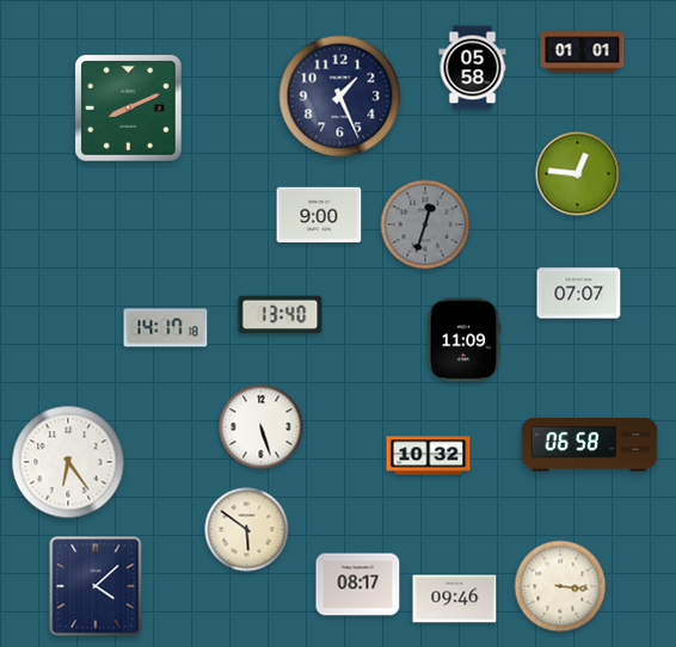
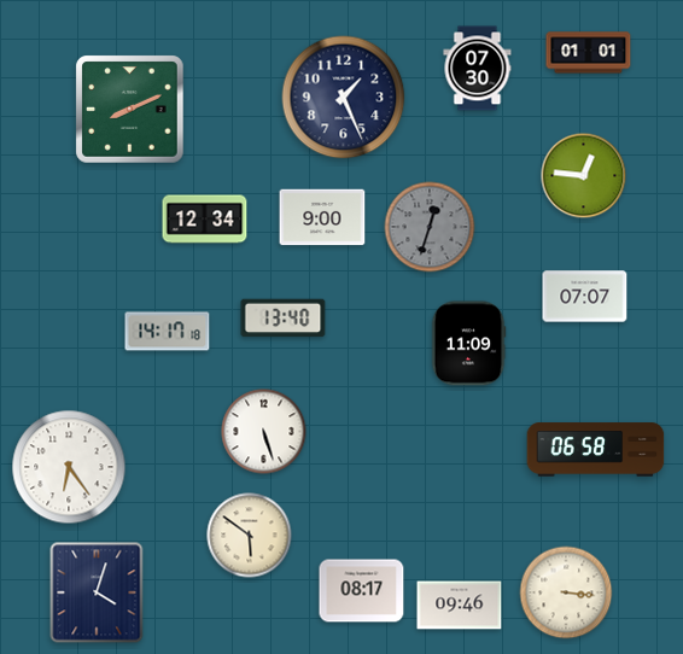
clock at (473, 68): 05:58 -> 07:30
clock at (205, 220): none -> 12:34
clock at (429, 456): 10:32 -> none
clock at (96, 586): 4:08 -> 4:03
